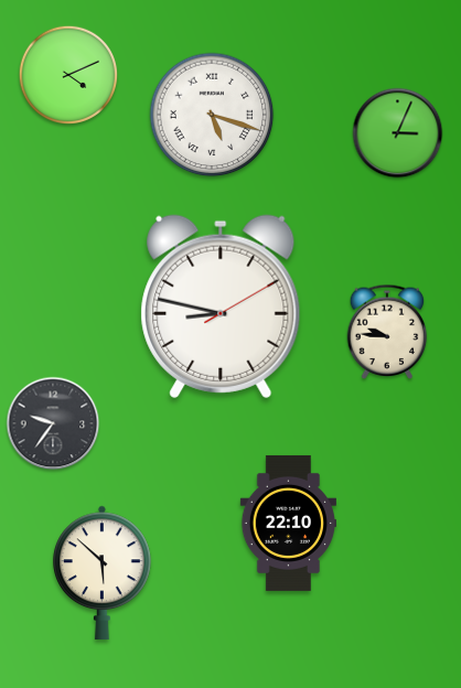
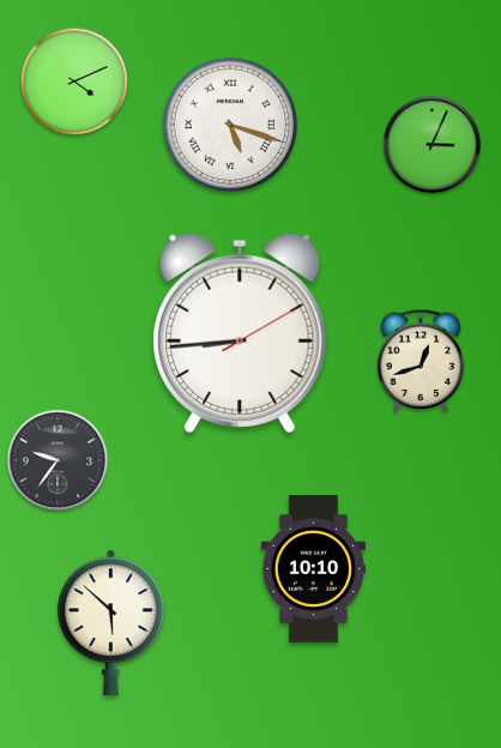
clock at (221, 307): 8:47 -> 8:44
clock at (387, 331): 9:46 -> 12:42
clock at (288, 523): 22:10 -> 10:10
